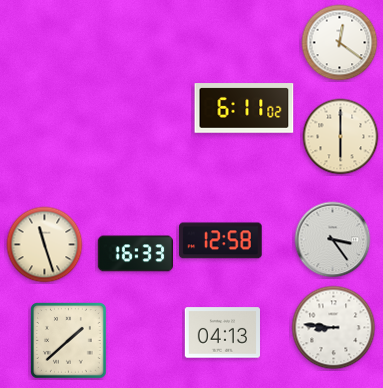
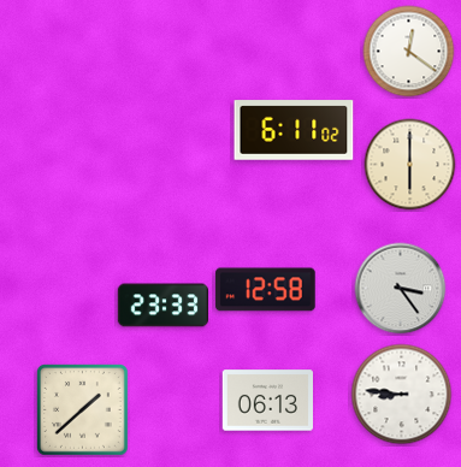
clock at (45, 245): 11:27 -> none
clock at (135, 254): 16:33 -> 23:33
clock at (222, 333): 04:13 -> 06:13
